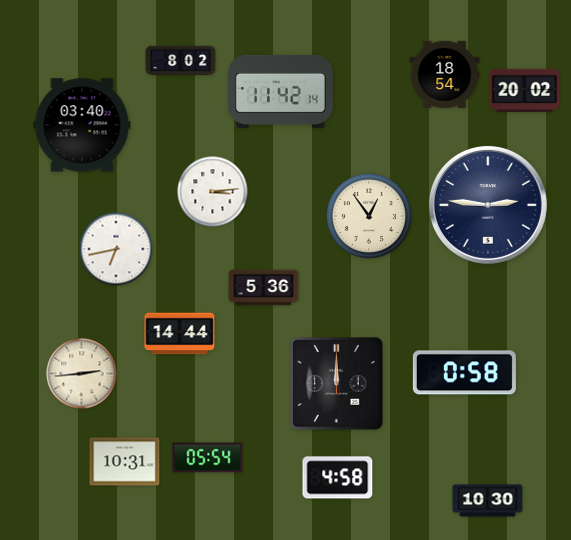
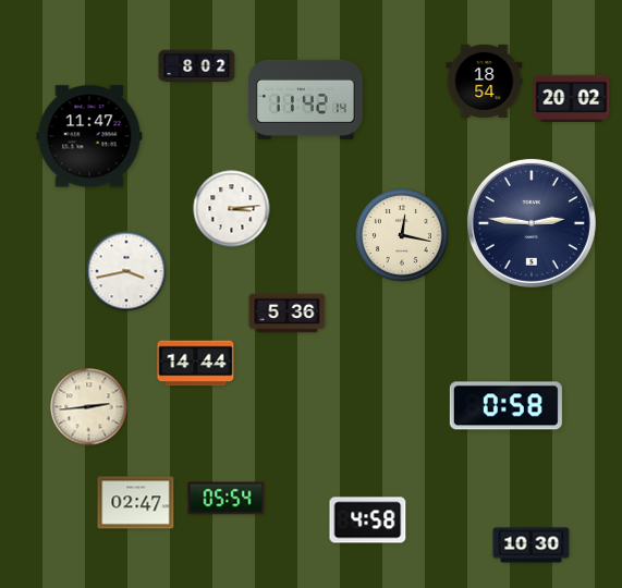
clock at (82, 125): 03:40 -> 11:47
clock at (369, 216): 12:54 -> 12:17
clock at (116, 249): 6:43 -> 3:43
clock at (337, 384): 12:00 -> none
clock at (125, 462): 10:31 -> 02:47
